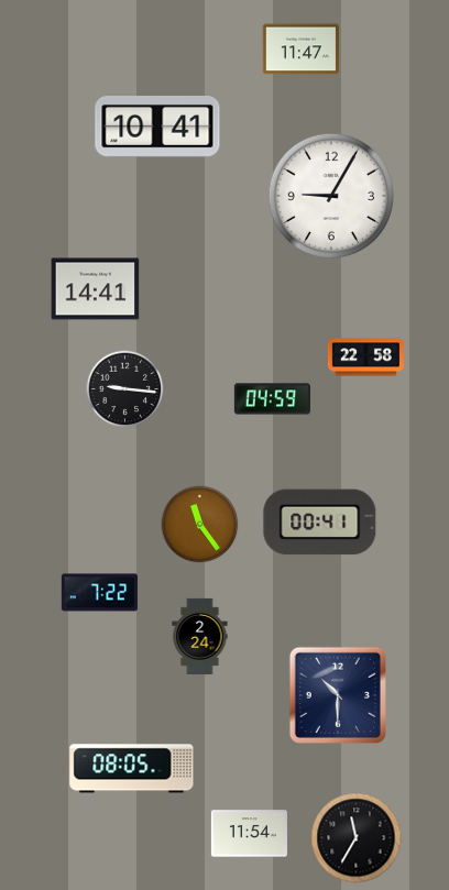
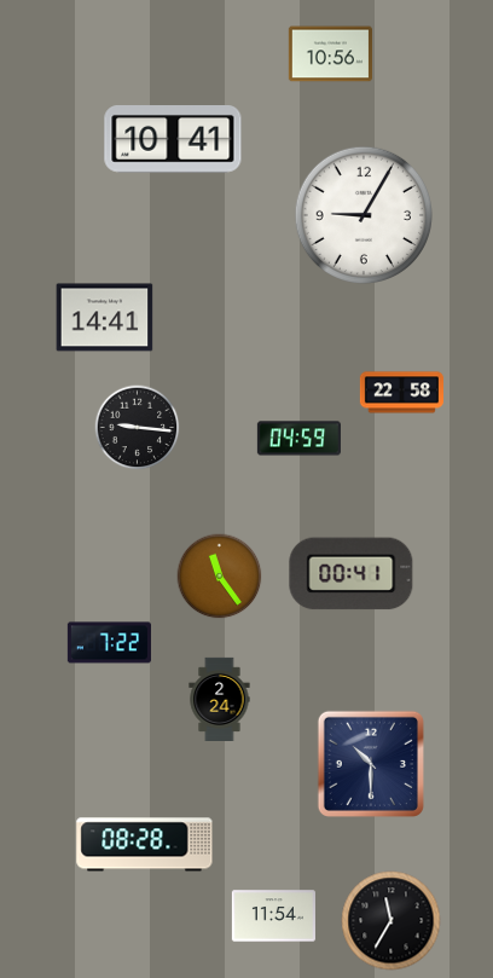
clock at (300, 50): 11:47 -> 10:56
clock at (99, 593) position: (99, 593) -> (109, 643)
clock at (132, 769): 08:05 -> 08:28
